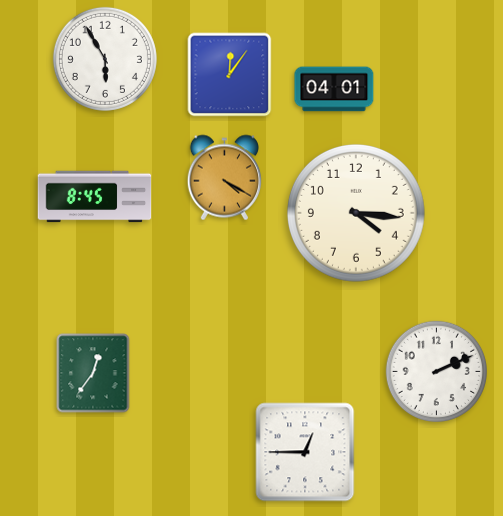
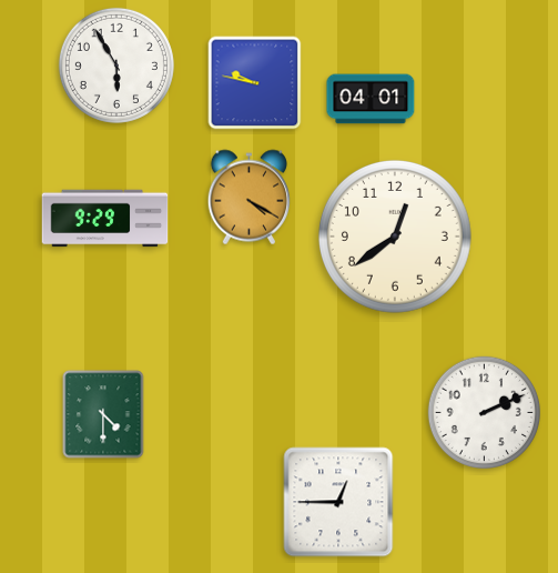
clock at (230, 75): 12:06 -> 9:47
clock at (95, 197): 8:45 -> 9:29
clock at (356, 213): 4:16 -> 12:39
clock at (93, 373): 12:36 -> 4:30
